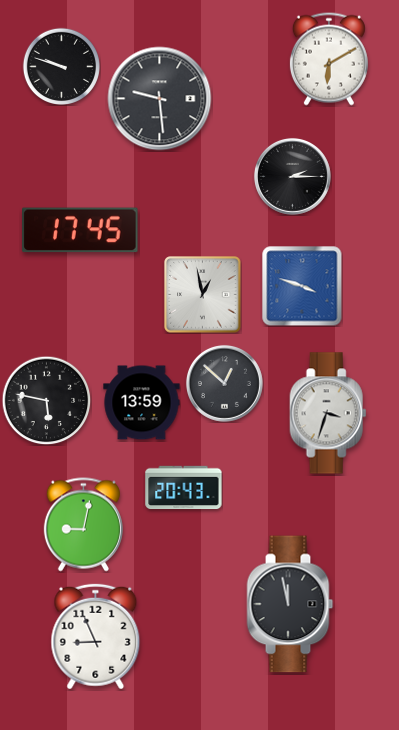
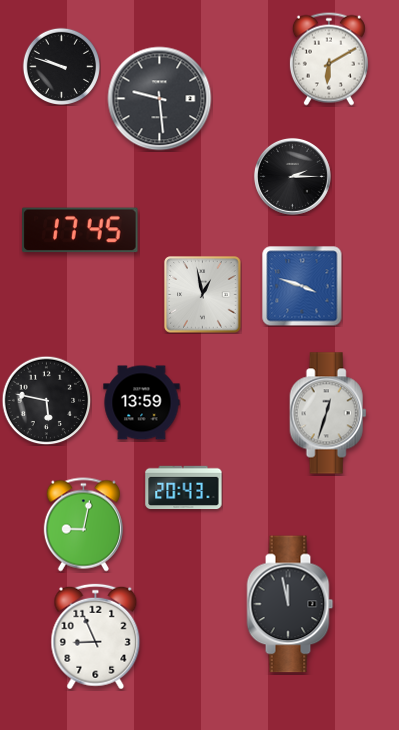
clock at (224, 383): 12:52 -> none
clock at (328, 413): 3:33 -> 12:33
